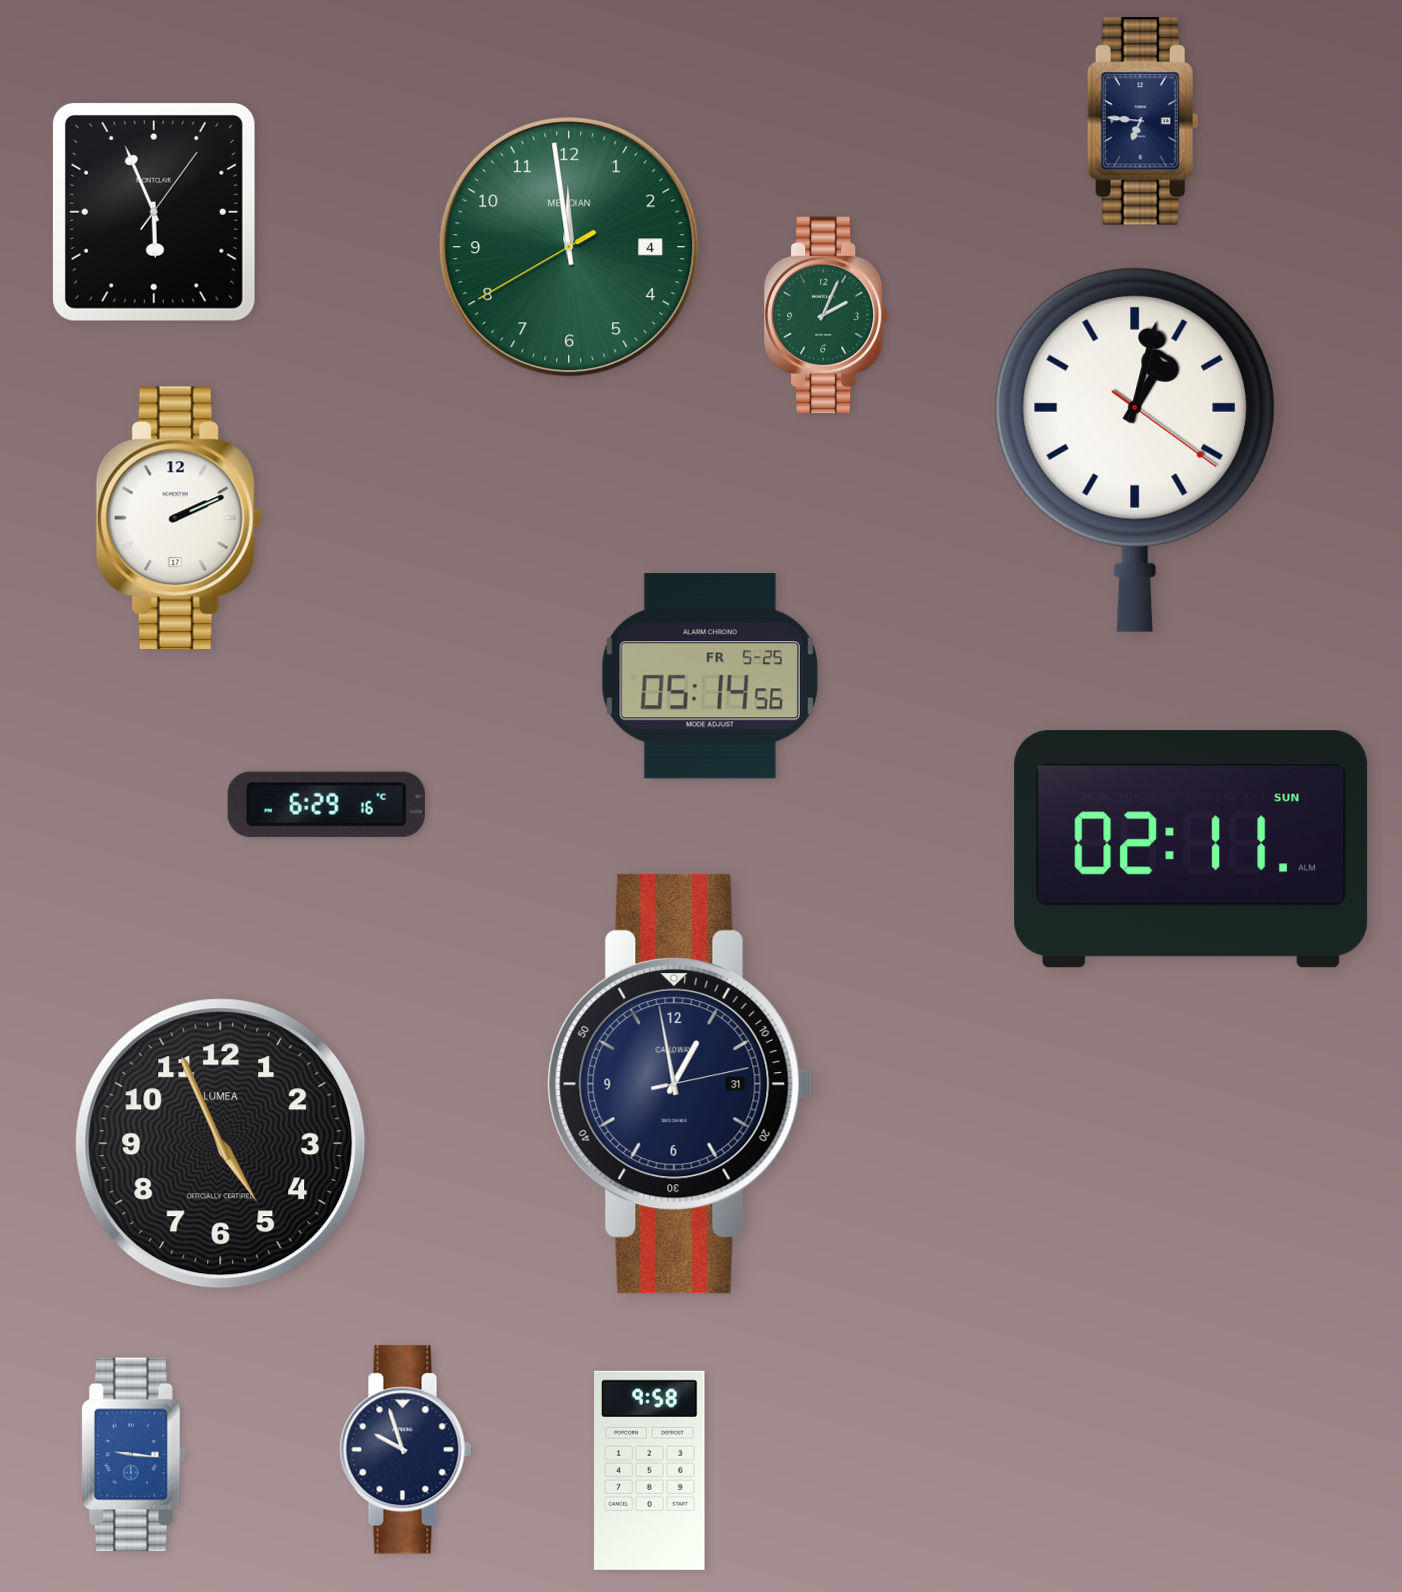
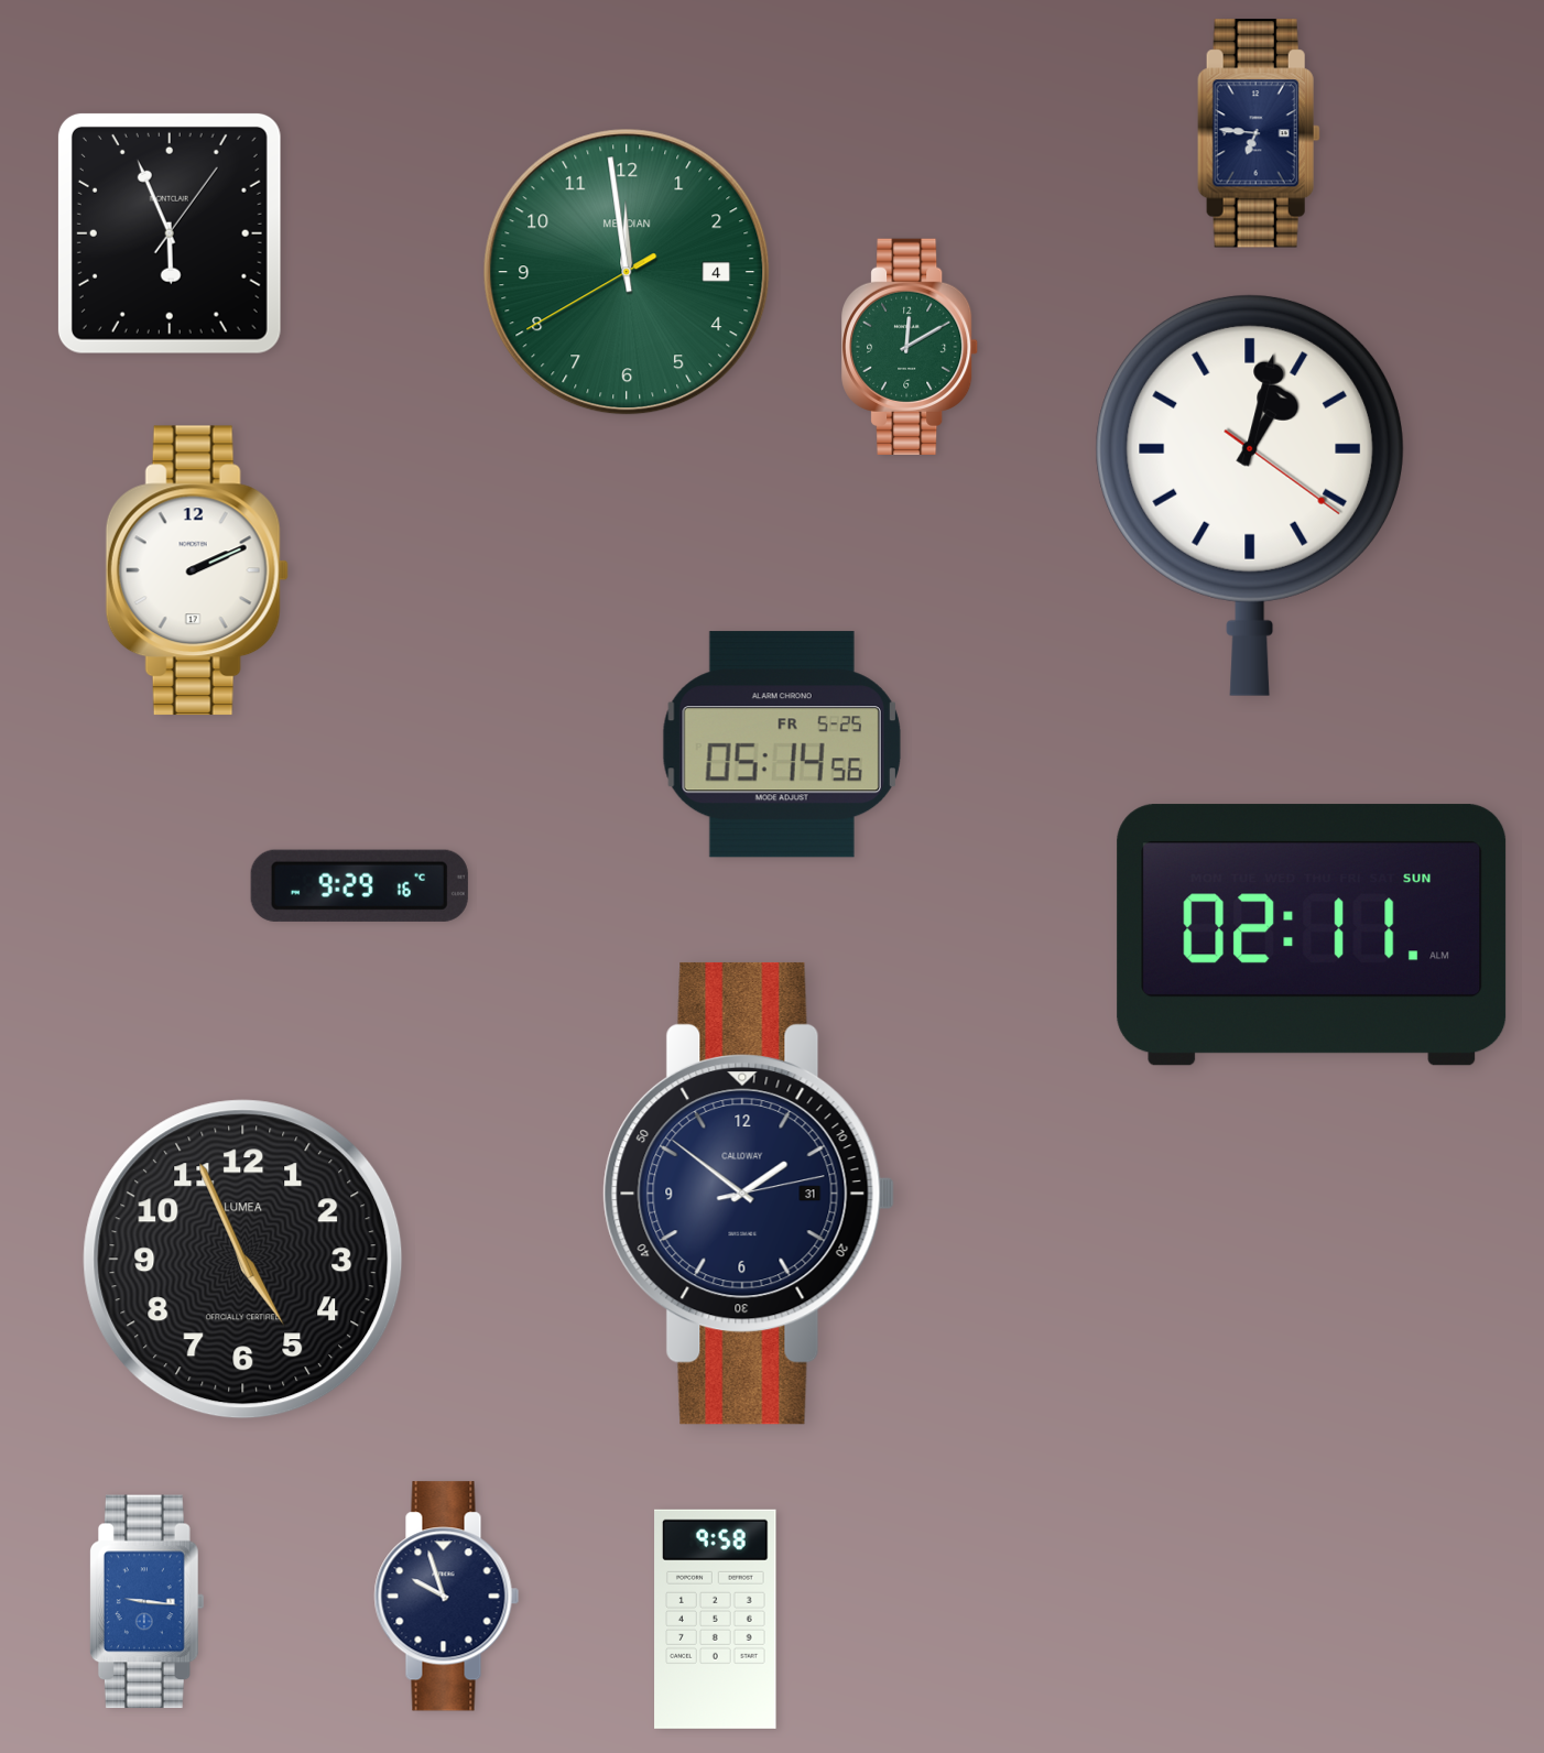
clock at (827, 315): 2:04 -> 12:10
clock at (326, 804): 6:29 -> 9:29
clock at (680, 1084): 12:58 -> 1:51
